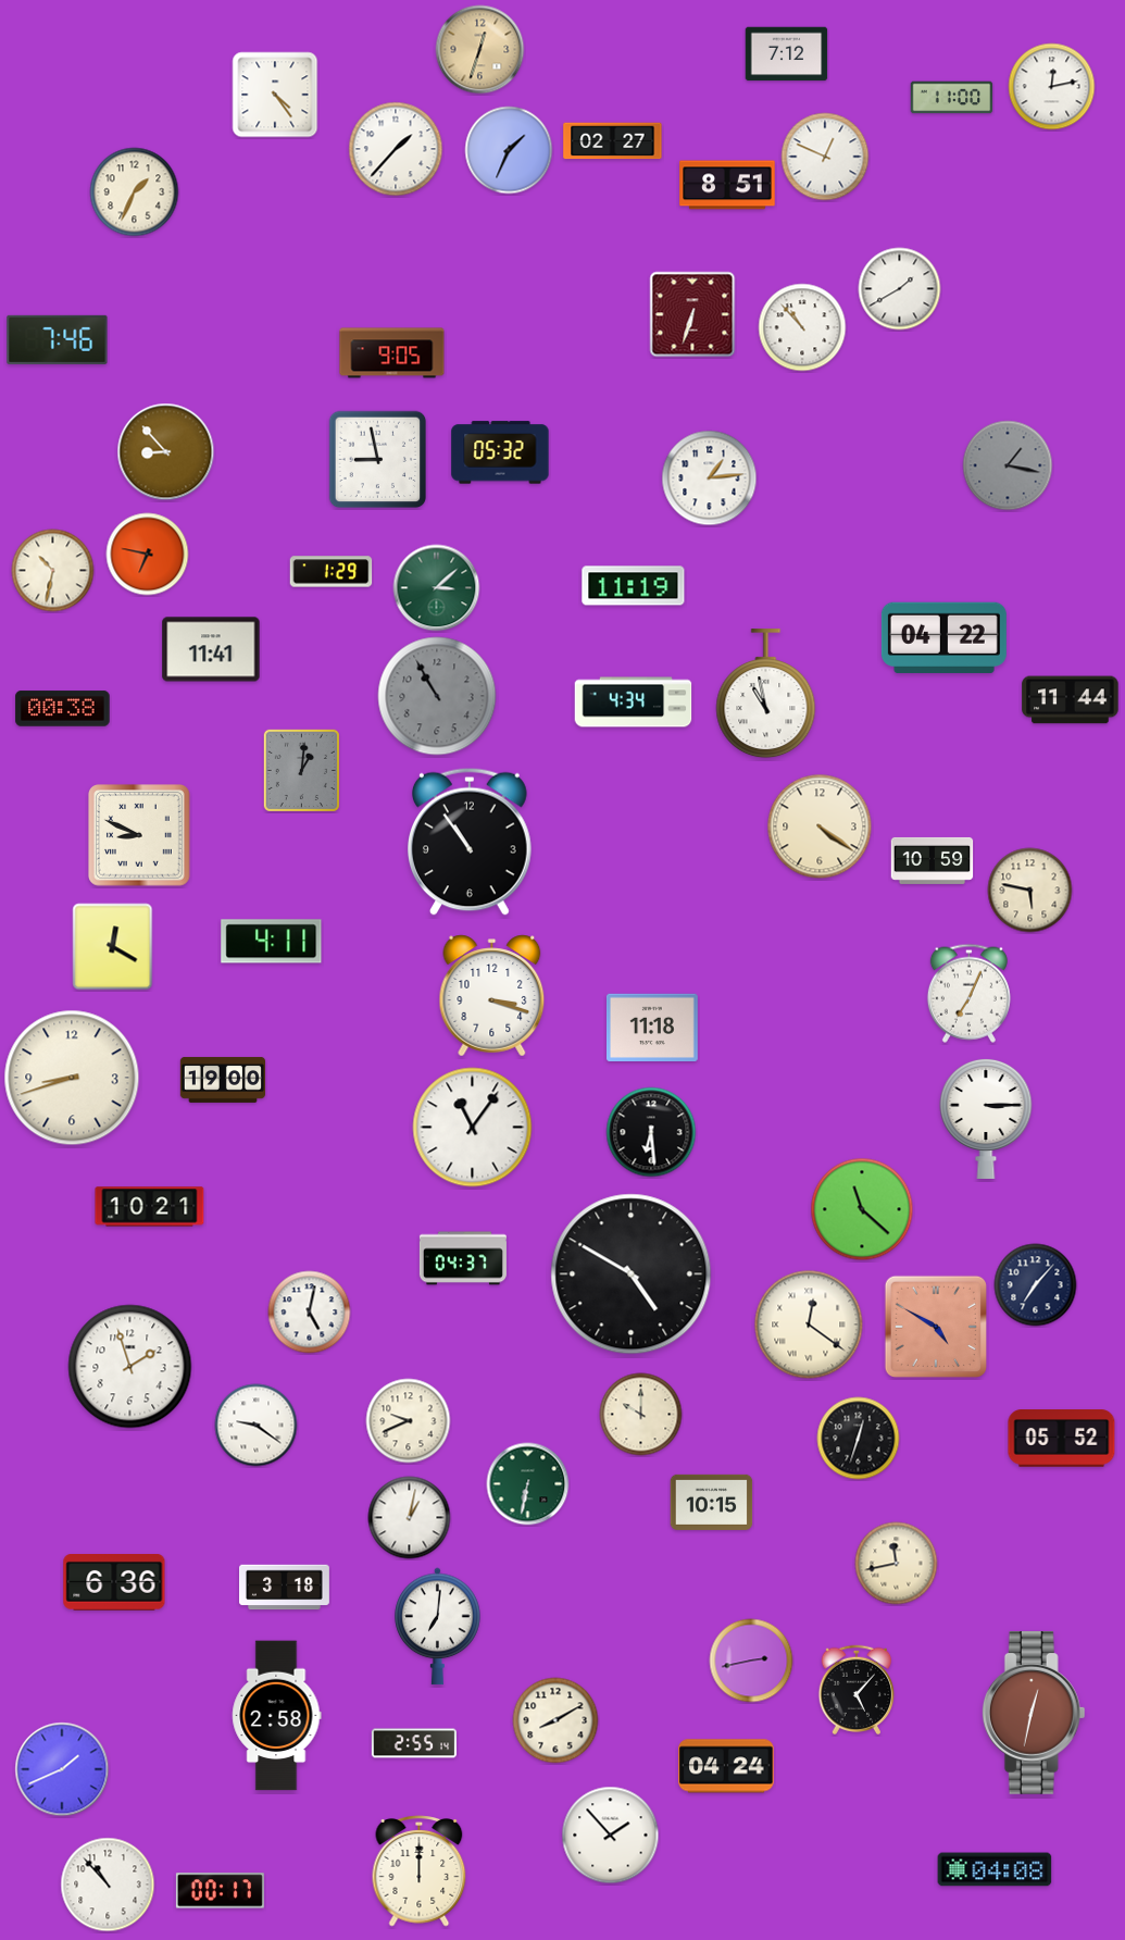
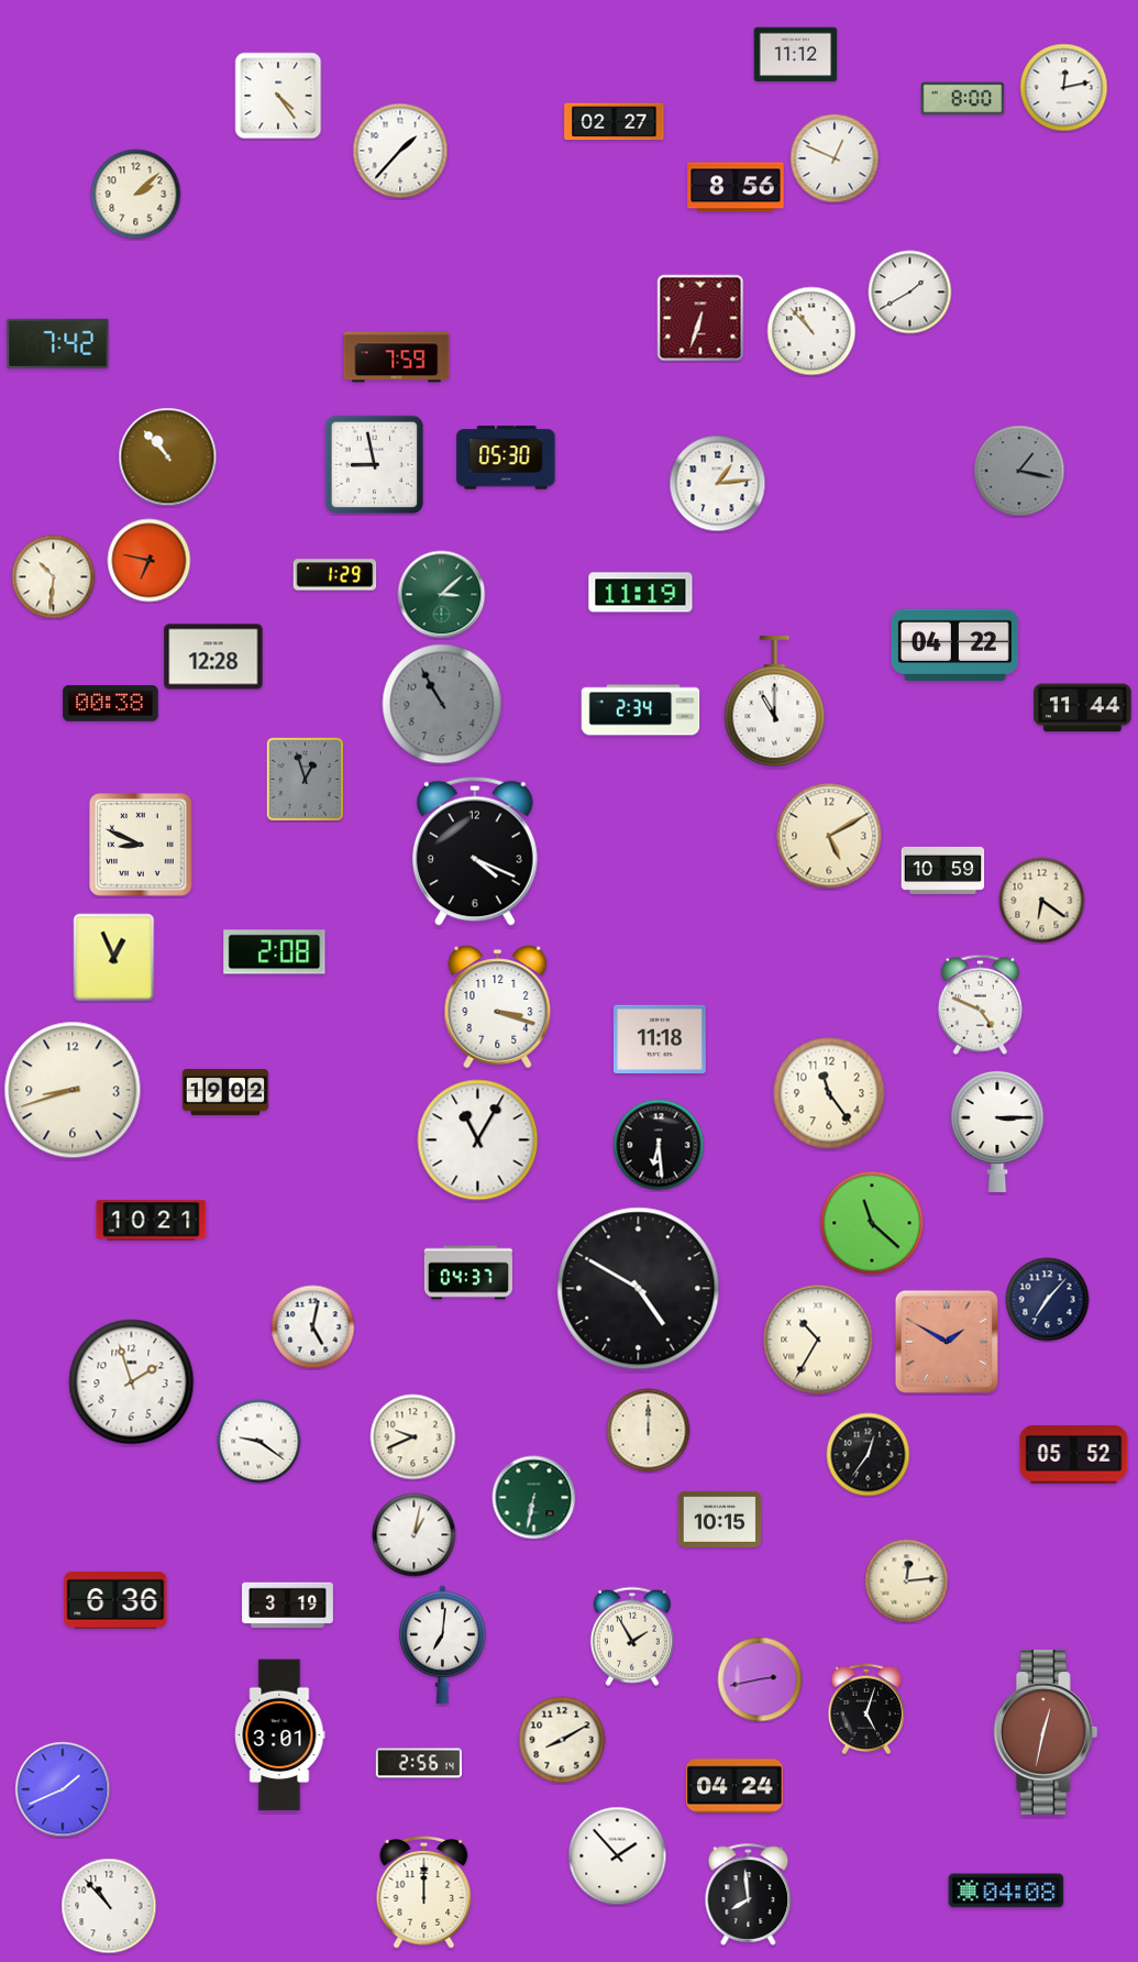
clock at (480, 50): 12:33 -> none
clock at (787, 54): 7:12 -> 11:12
clock at (952, 98): 11:00 -> 8:00
clock at (613, 141) position: (613, 141) -> (615, 122)
clock at (509, 150): 1:34 -> none
clock at (727, 185): 8:51 -> 8:56
clock at (135, 192): 1:34 -> 2:08
clock at (58, 339): 7:46 -> 7:42
clock at (392, 353): 9:05 -> 7:59
clock at (166, 452): 8:53 -> 10:53
clock at (500, 452): 05:32 -> 05:30
clock at (378, 460) position: (378, 460) -> (375, 465)
clock at (53, 571): 10:32 -> 10:31
clock at (332, 572) position: (332, 572) -> (335, 575)
clock at (211, 649): 11:41 -> 12:28
clock at (766, 694): 10:58 -> 11:00
clock at (634, 702): 4:34 -> 2:34
clock at (63, 709) position: (63, 709) -> (111, 704)
clock at (301, 770): 1:01 -> 12:57
clock at (820, 826): 4:21 -> 5:10
clock at (471, 842): 10:54 -> 4:19
clock at (1030, 891): 5:47 -> 6:21
clock at (272, 942): 4:11 -> 2:08
clock at (113, 947): 12:20 -> 12:56
clock at (968, 993): 7:04 -> 4:49
clock at (223, 1080): 19:00 -> 19:02
clock at (829, 1093): none -> 11:24
clock at (473, 1128): 11:06 -> 11:05
clock at (809, 1325): 12:21 -> 10:35
clock at (936, 1327): 4:50 -> 1:50
clock at (641, 1415): 10:00 -> 12:00
clock at (859, 1439): 12:33 -> 12:36
clock at (528, 1484) position: (528, 1484) -> (534, 1498)
clock at (897, 1564): 11:43 -> 12:14
clock at (285, 1588): 3:18 -> 3:19
clock at (632, 1636): none -> 1:55
clock at (857, 1689): 5:07 -> 5:03
clock at (277, 1716): 2:58 -> 3:01
clock at (413, 1743): 2:55 -> 2:56
clock at (749, 1894): none -> 7:59
clock at (220, 1891): 00:17 -> none
